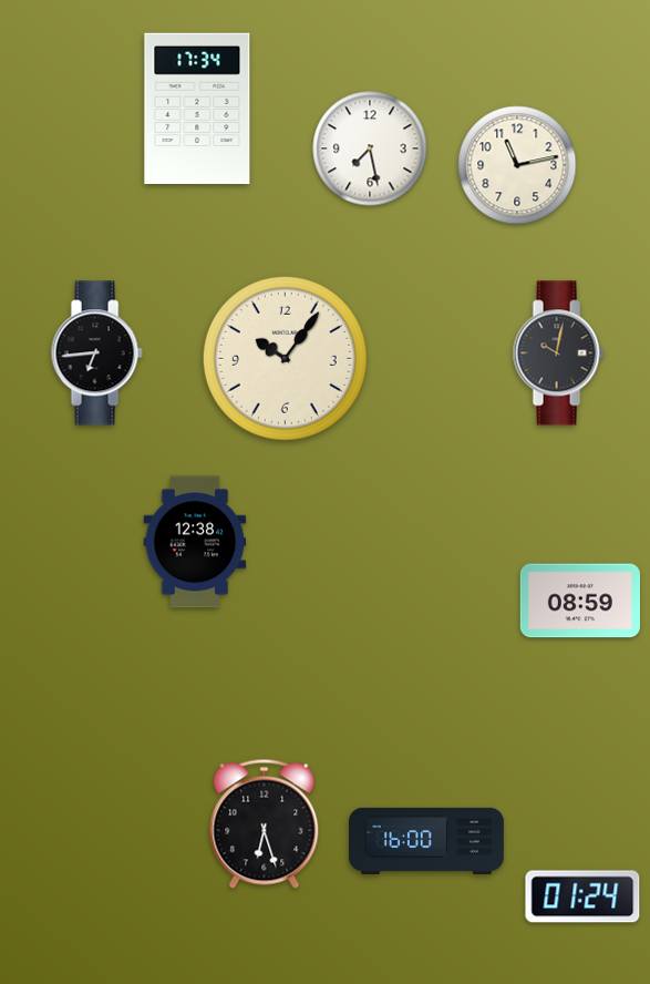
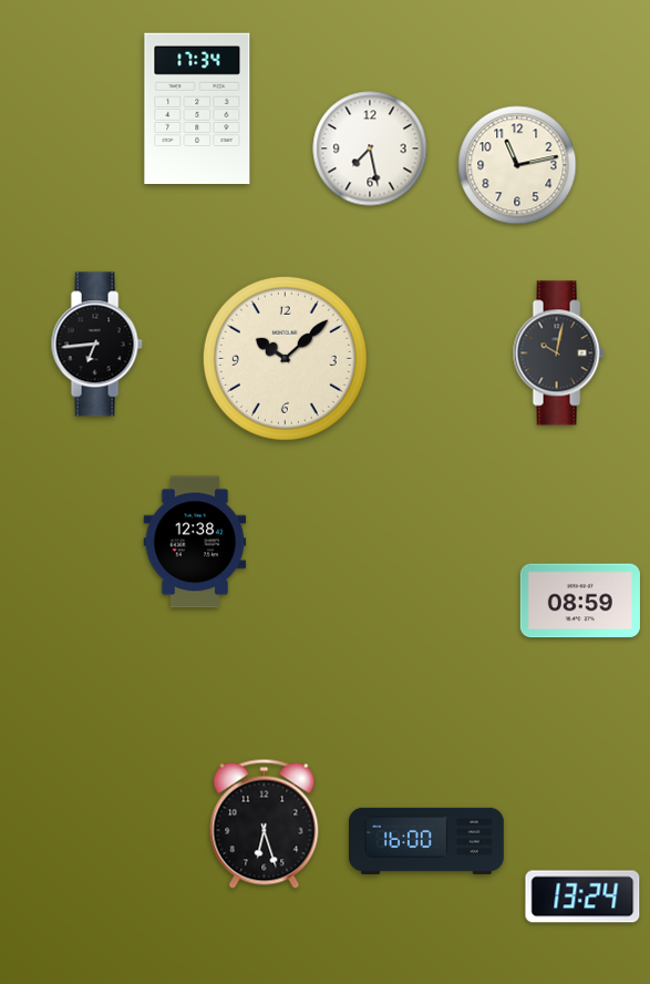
clock at (96, 353) position: (96, 353) -> (96, 345)
clock at (285, 358): 10:06 -> 10:08
clock at (582, 896): 01:24 -> 13:24
